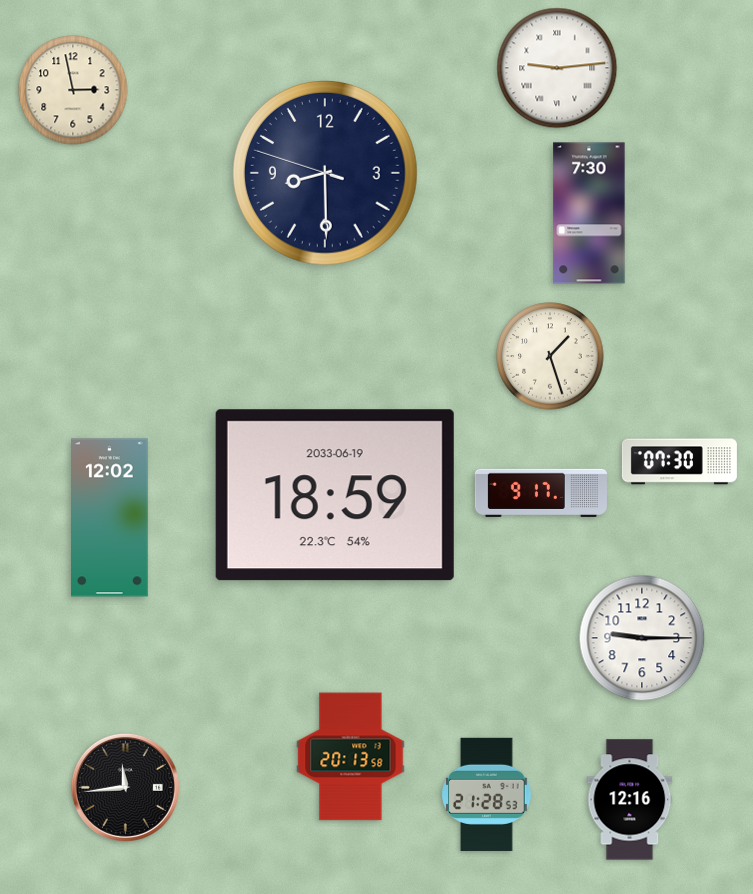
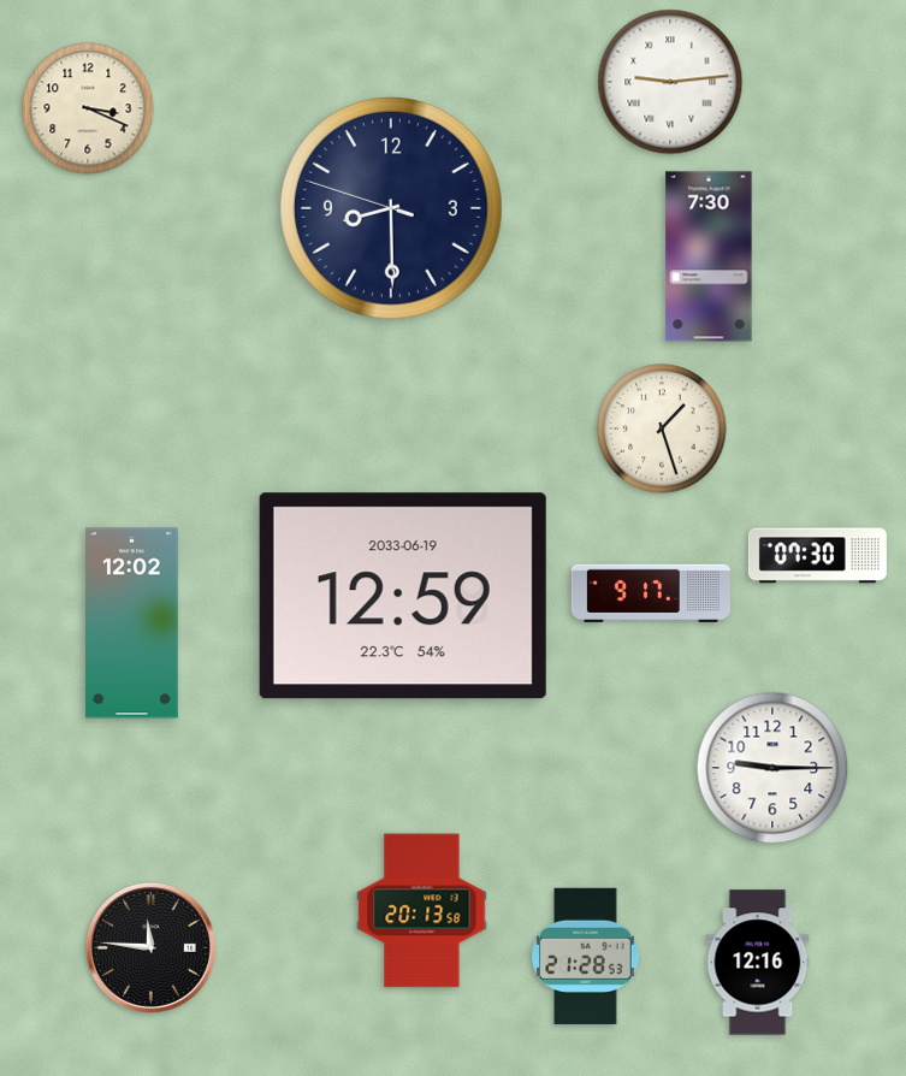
clock at (73, 90): 2:58 -> 3:19
clock at (335, 495): 18:59 -> 12:59
clock at (125, 787): 11:44 -> 11:46
